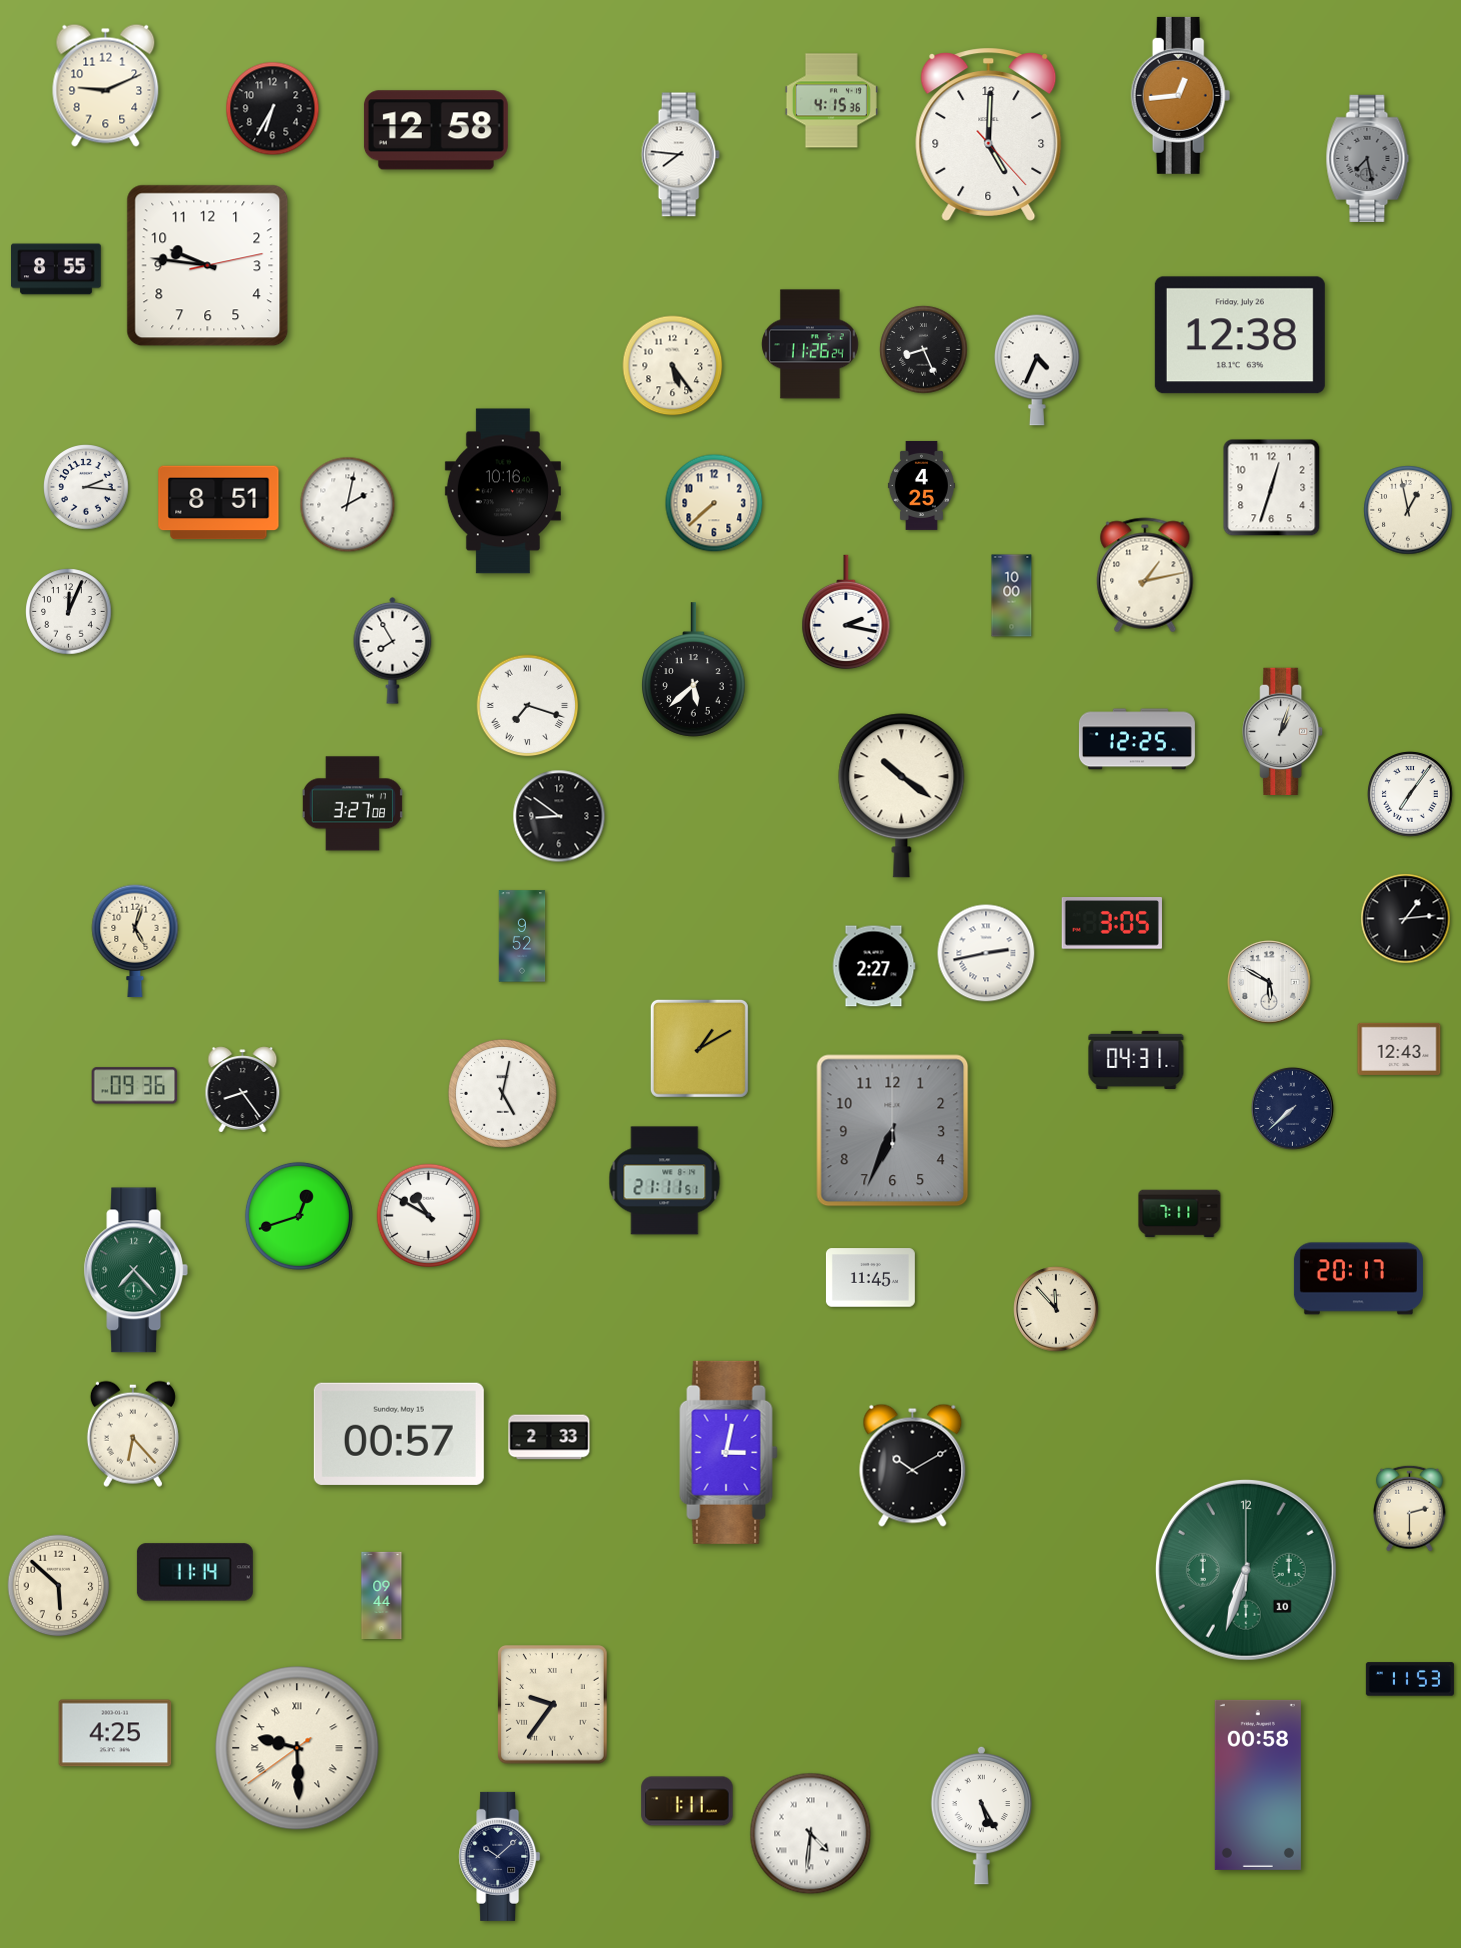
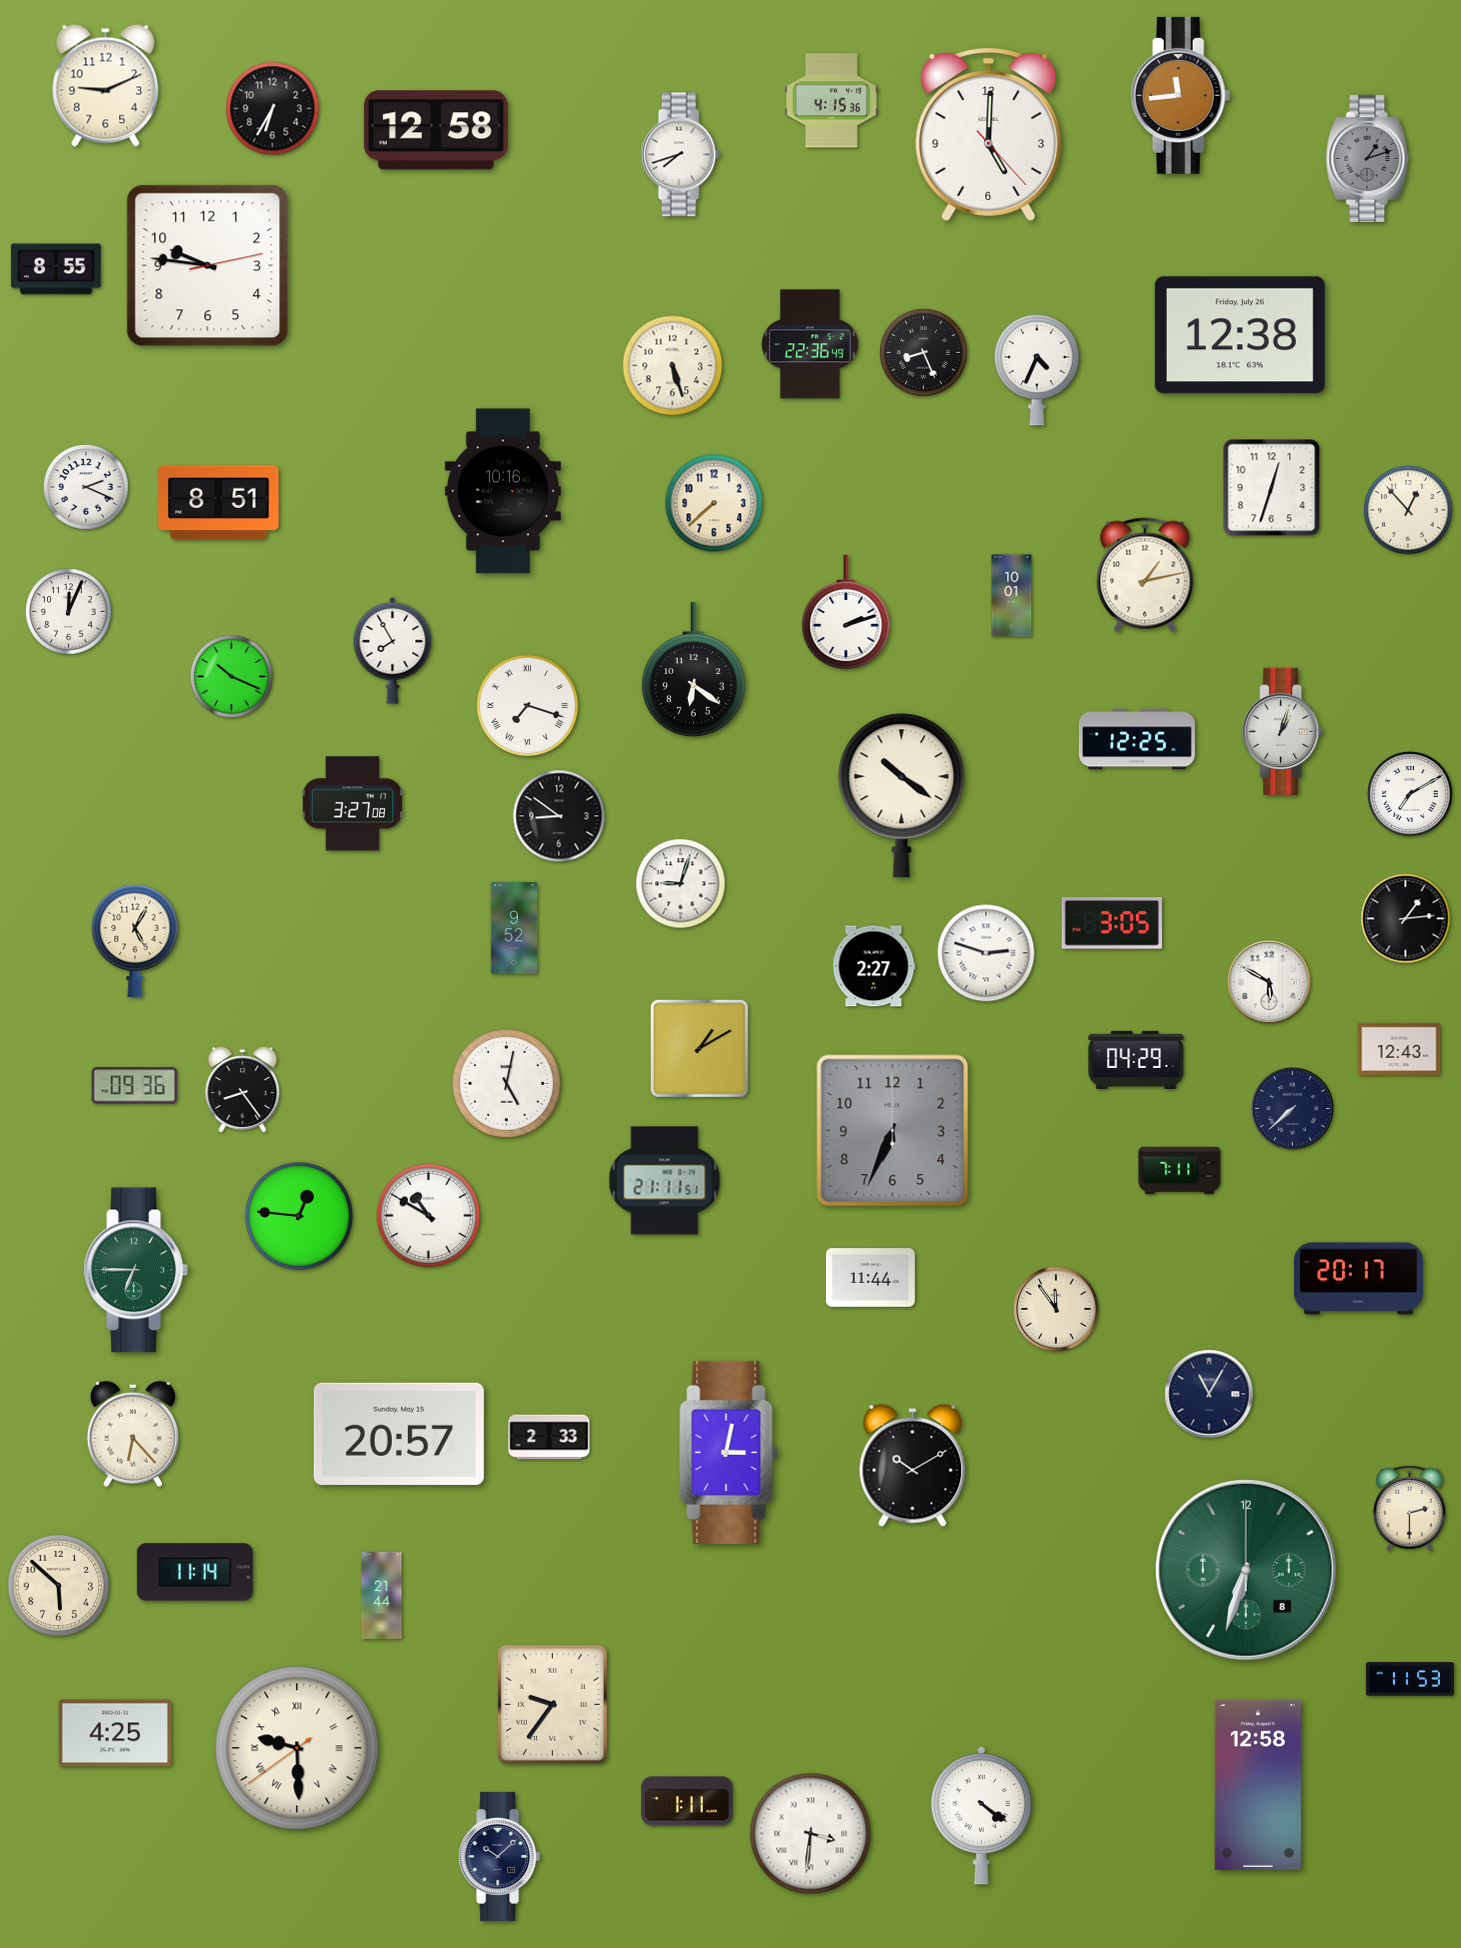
clock at (1181, 95): 12:44 -> 11:44
clock at (680, 155): 7:46 -> 7:42
clock at (1368, 158): 7:28 -> 1:12
clock at (810, 344): 11:26 -> 22:36
clock at (924, 350) position: (924, 350) -> (924, 353)
clock at (673, 366): 5:24 -> 5:27
clock at (921, 485): 4:25 -> none
clock at (87, 488): 2:16 -> 2:19
clock at (348, 505): 2:02 -> none
clock at (1408, 510): 12:58 -> 12:53
clock at (1012, 596): 10:00 -> 10:01
clock at (846, 612): 2:17 -> 2:12
clock at (694, 670): 5:38 -> 6:21
clock at (231, 676): none -> 10:19
clock at (1411, 795): 7:06 -> 7:10
clock at (681, 884): none -> 9:03
clock at (522, 936) position: (522, 936) -> (514, 928)
clock at (135, 941): 5:03 -> 5:05
clock at (986, 953): 2:43 -> 2:48
clock at (1136, 1060): 04:31 -> 04:29
clock at (502, 1093) position: (502, 1093) -> (506, 1083)
clock at (1180, 1214) position: (1180, 1214) -> (1180, 1171)
clock at (299, 1216): 12:42 -> 12:46
clock at (135, 1270): 7:23 -> 6:45
clock at (870, 1278): 11:45 -> 11:44
clock at (1056, 1309): 11:53 -> 11:54
clock at (1209, 1394): none -> 11:05
clock at (399, 1434): 00:57 -> 20:57
clock at (1246, 1570) date: 10 -> 8
clock at (382, 1595): 09:44 -> 21:44
clock at (1258, 1785): 00:58 -> 12:58
clock at (981, 1815): 5:25 -> 4:21
clock at (811, 1834): 4:31 -> 3:31
